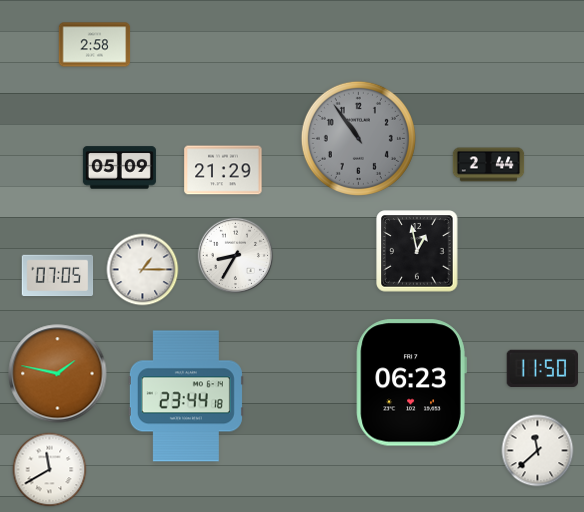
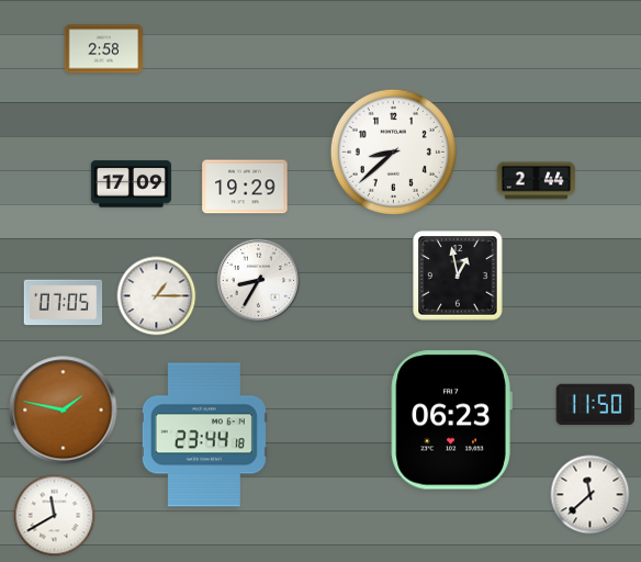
clock at (358, 138): 10:54 -> 8:38
clock at (358, 138) dial: grey -> white
clock at (119, 168): 05:09 -> 17:09
clock at (223, 170): 21:29 -> 19:29
